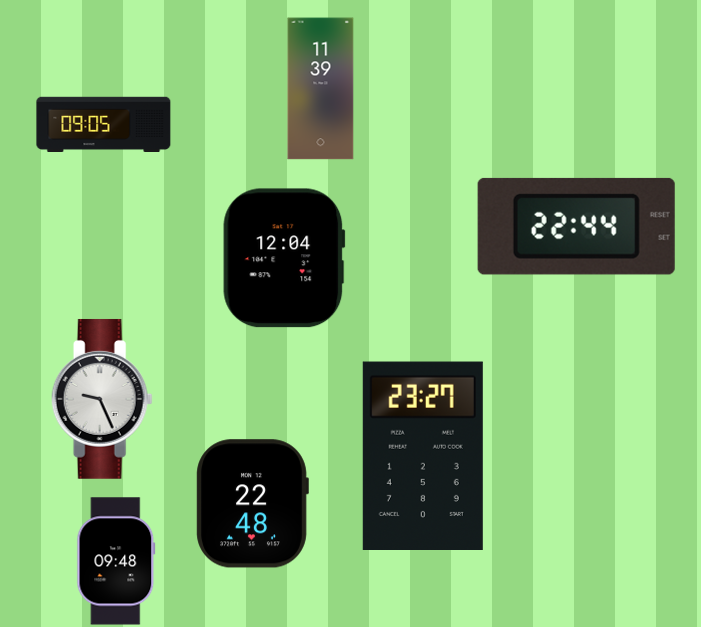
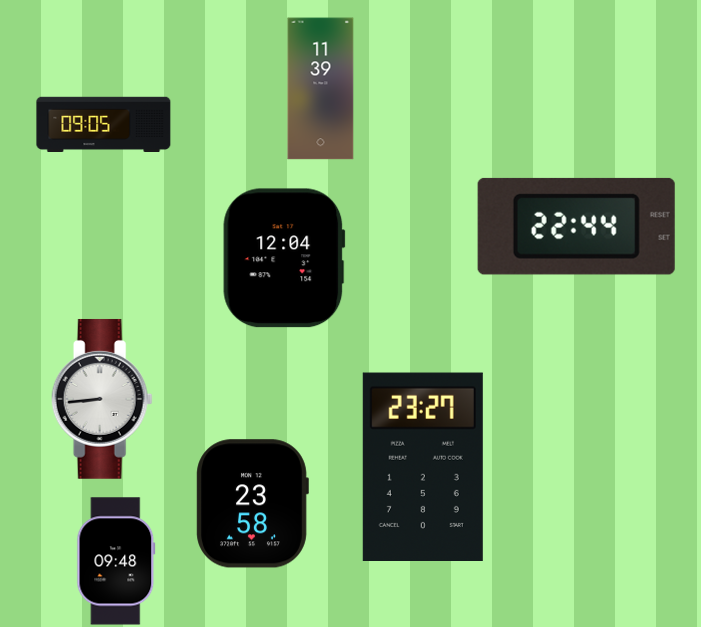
clock at (102, 399): 9:26 -> 8:44
clock at (423, 455) position: (423, 455) -> (423, 466)
clock at (252, 504): 22:48 -> 23:58
